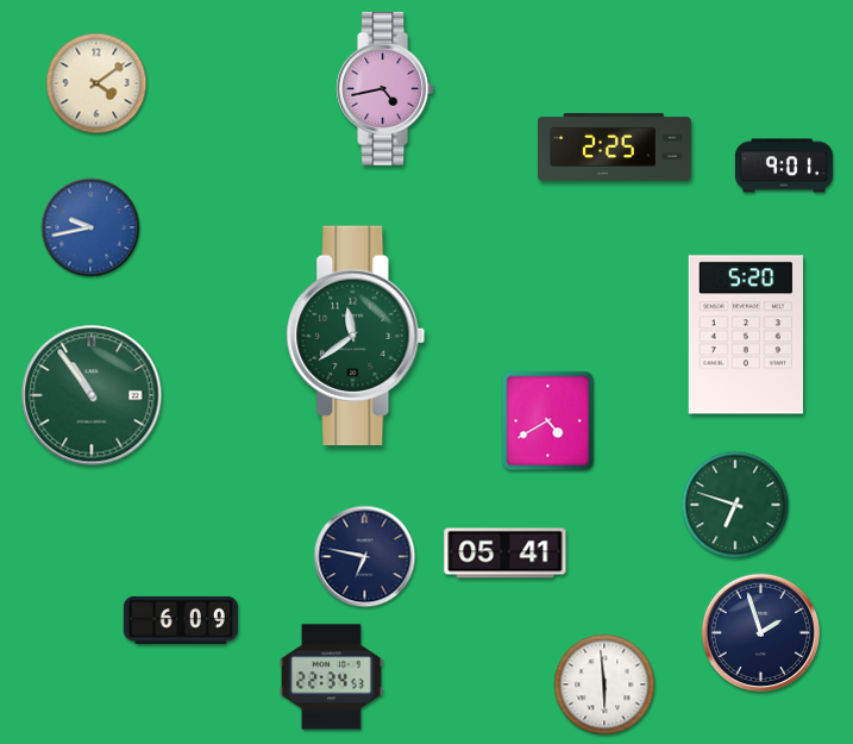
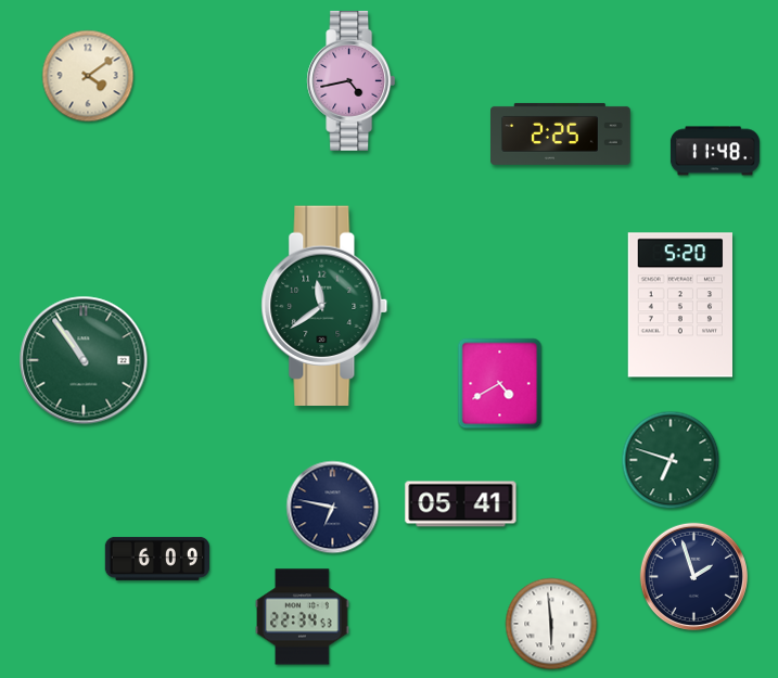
clock at (784, 165): 9:01 -> 11:48
clock at (90, 227): 9:43 -> none
clock at (181, 620) position: (181, 620) -> (157, 559)
